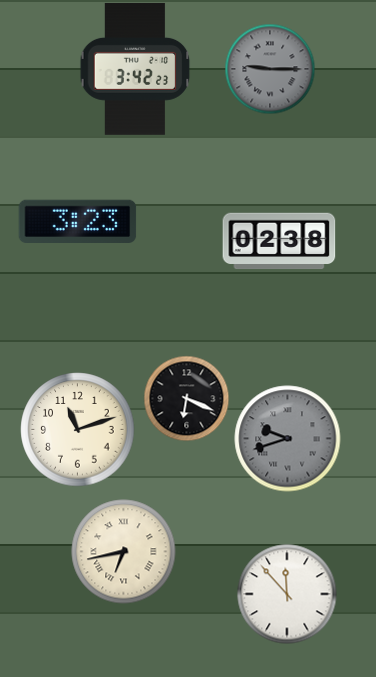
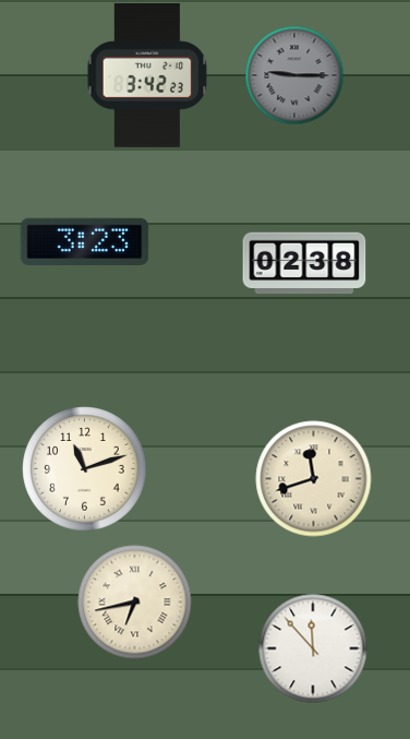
clock at (186, 398): 6:19 -> none
clock at (288, 439): 9:42 -> 11:42
clock at (288, 439) dial: grey -> cream
